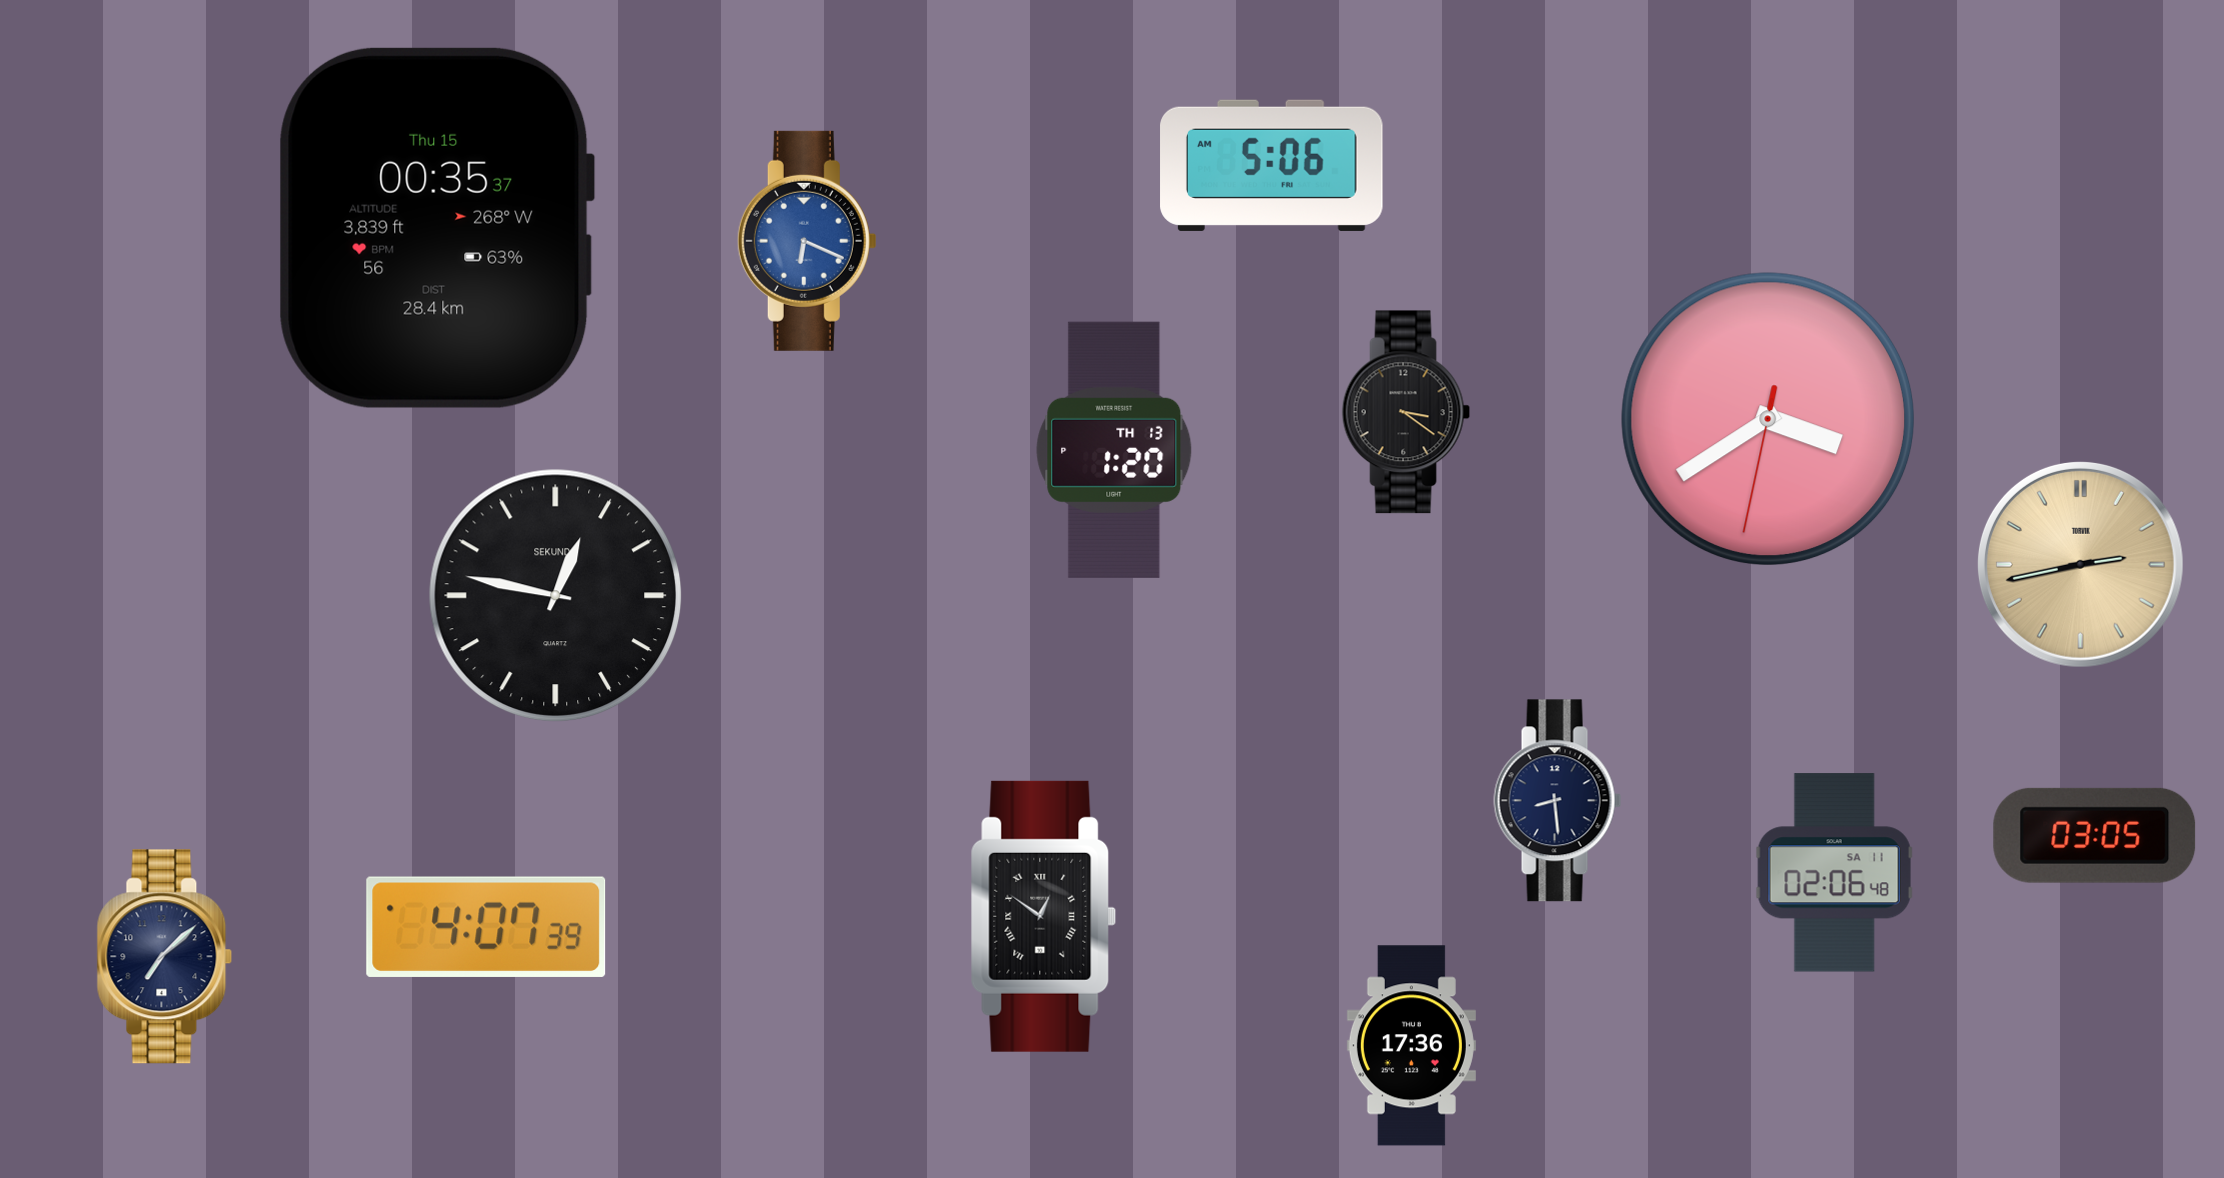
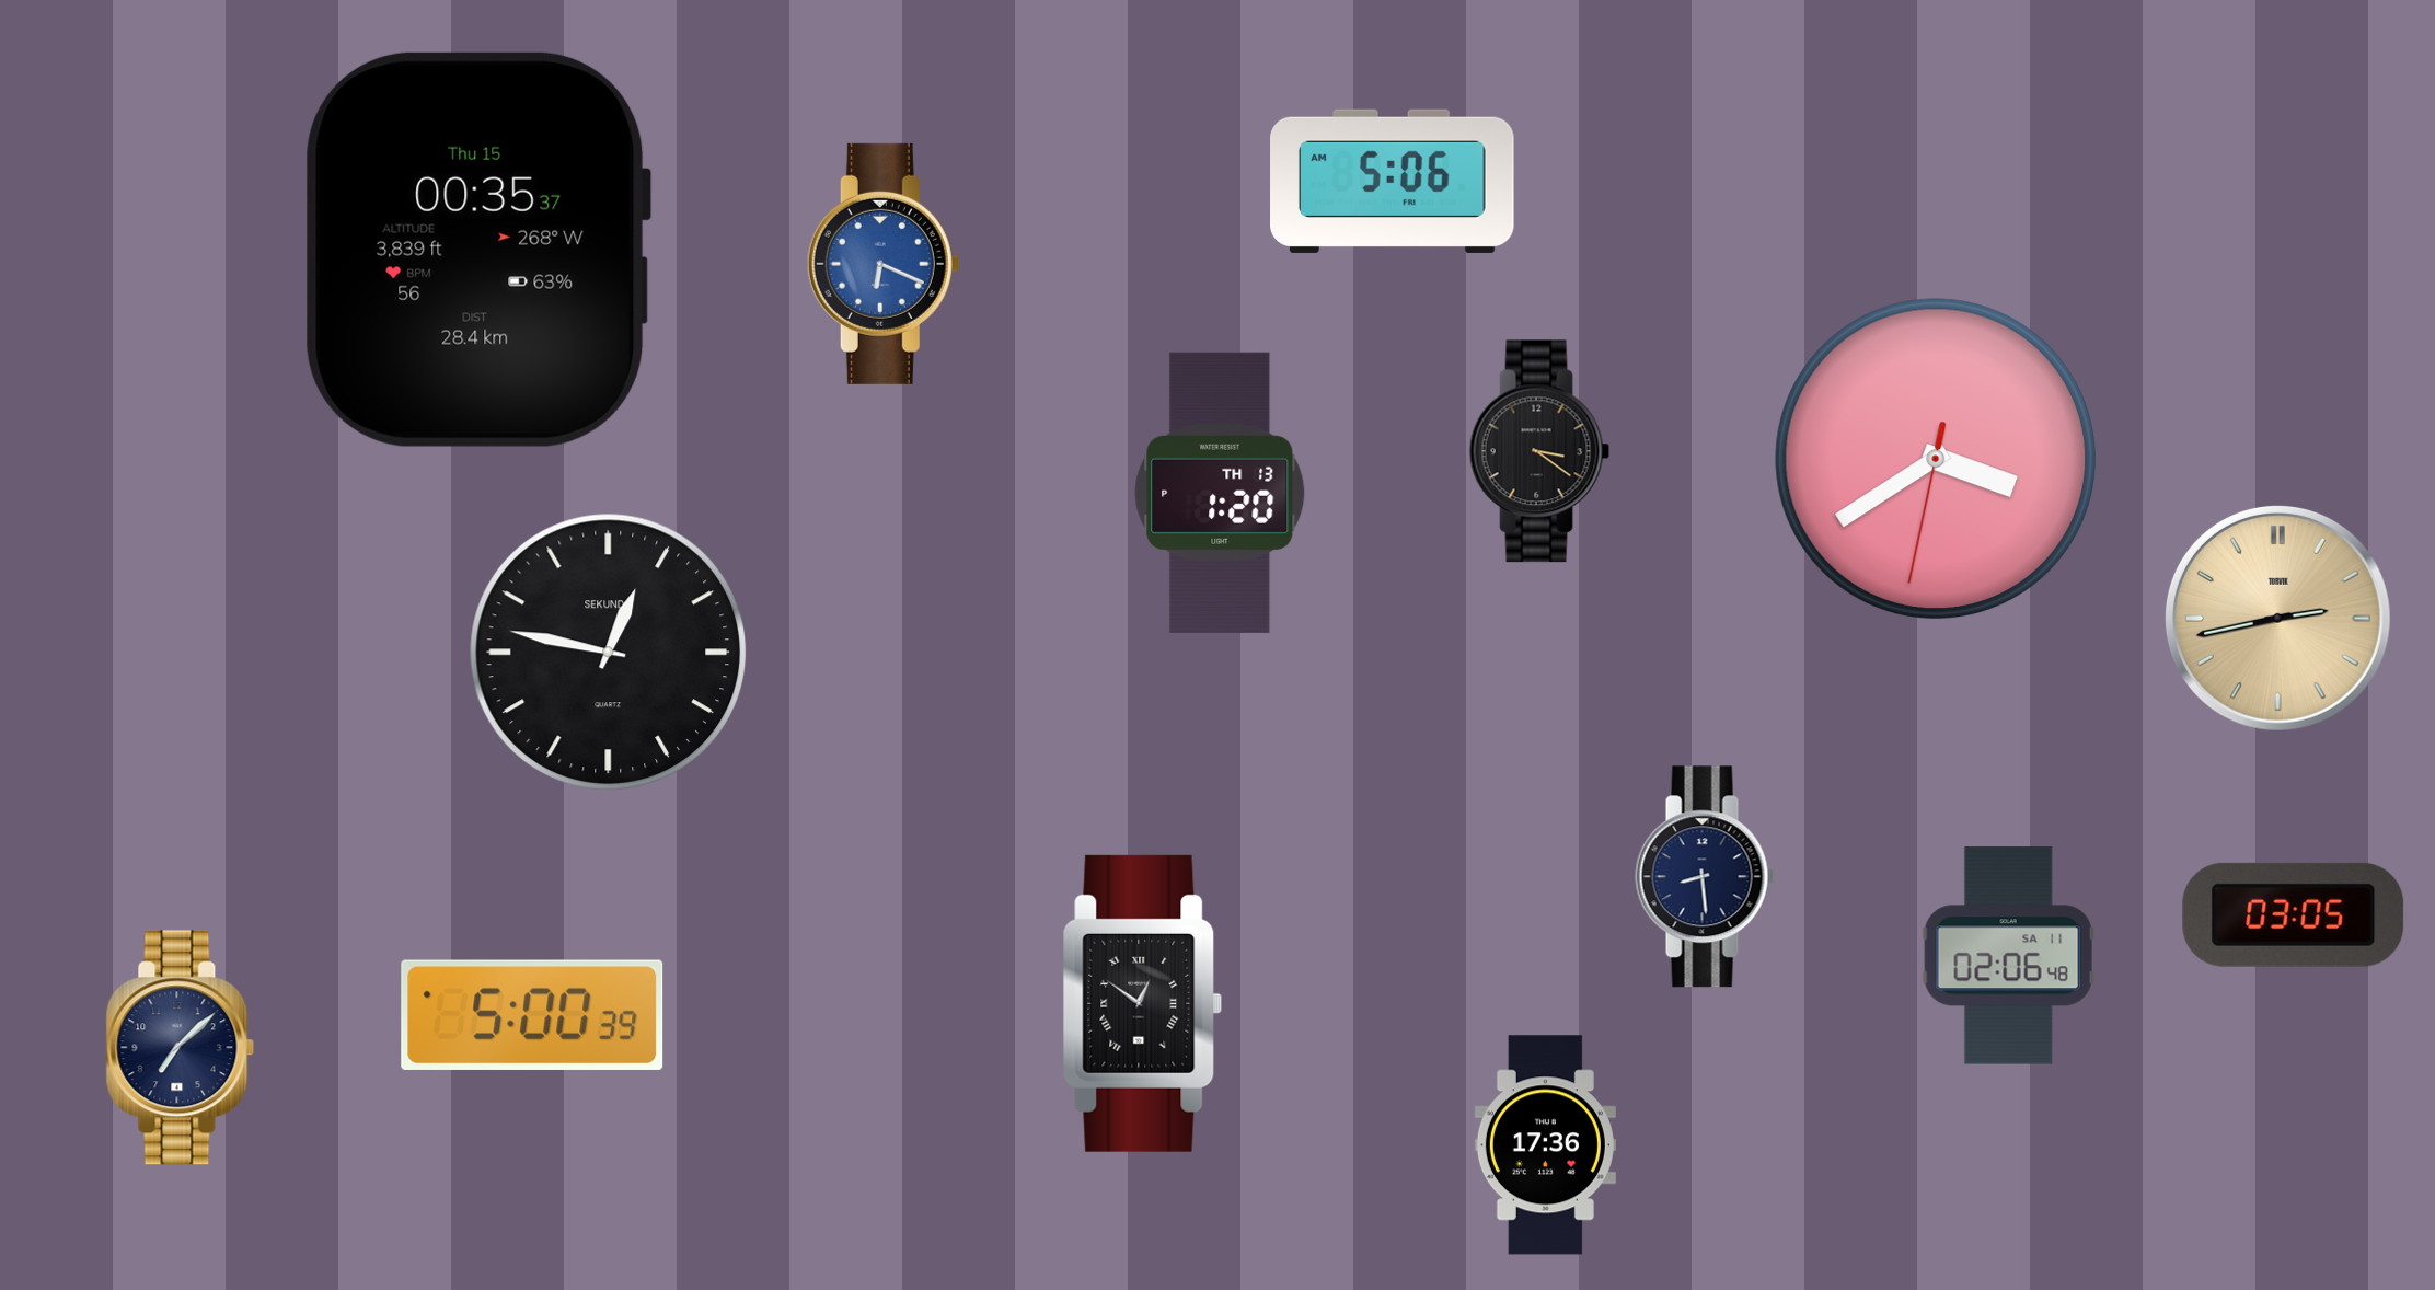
clock at (486, 927): 4:07 -> 5:00
